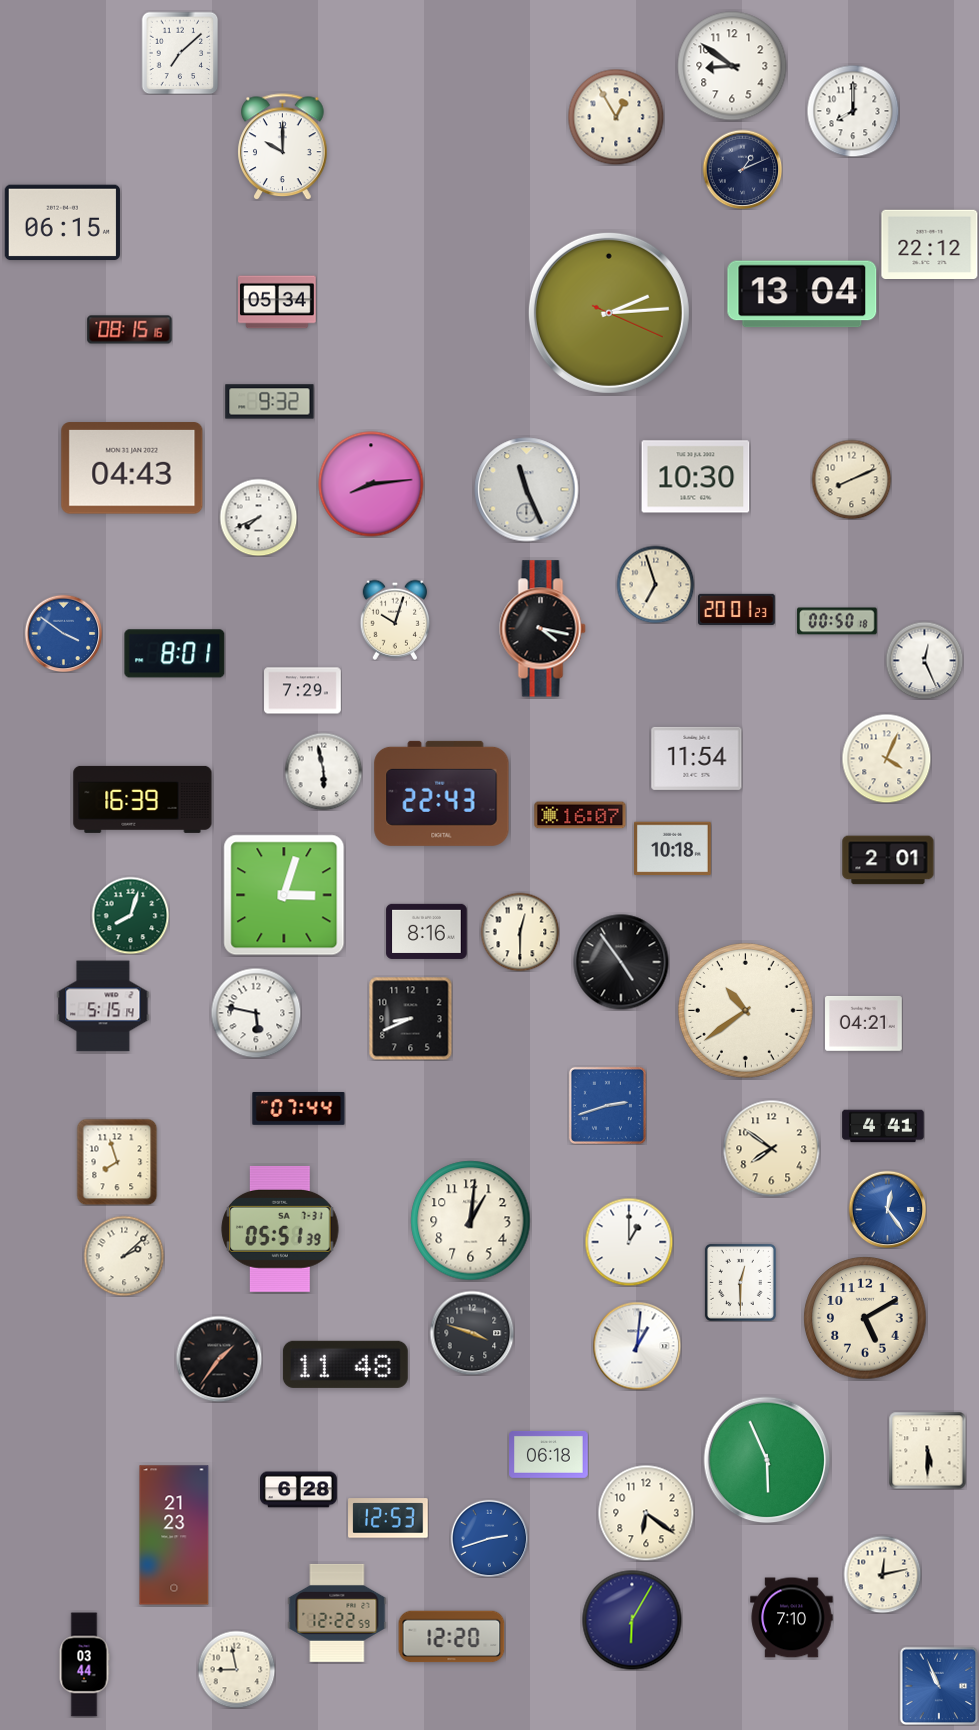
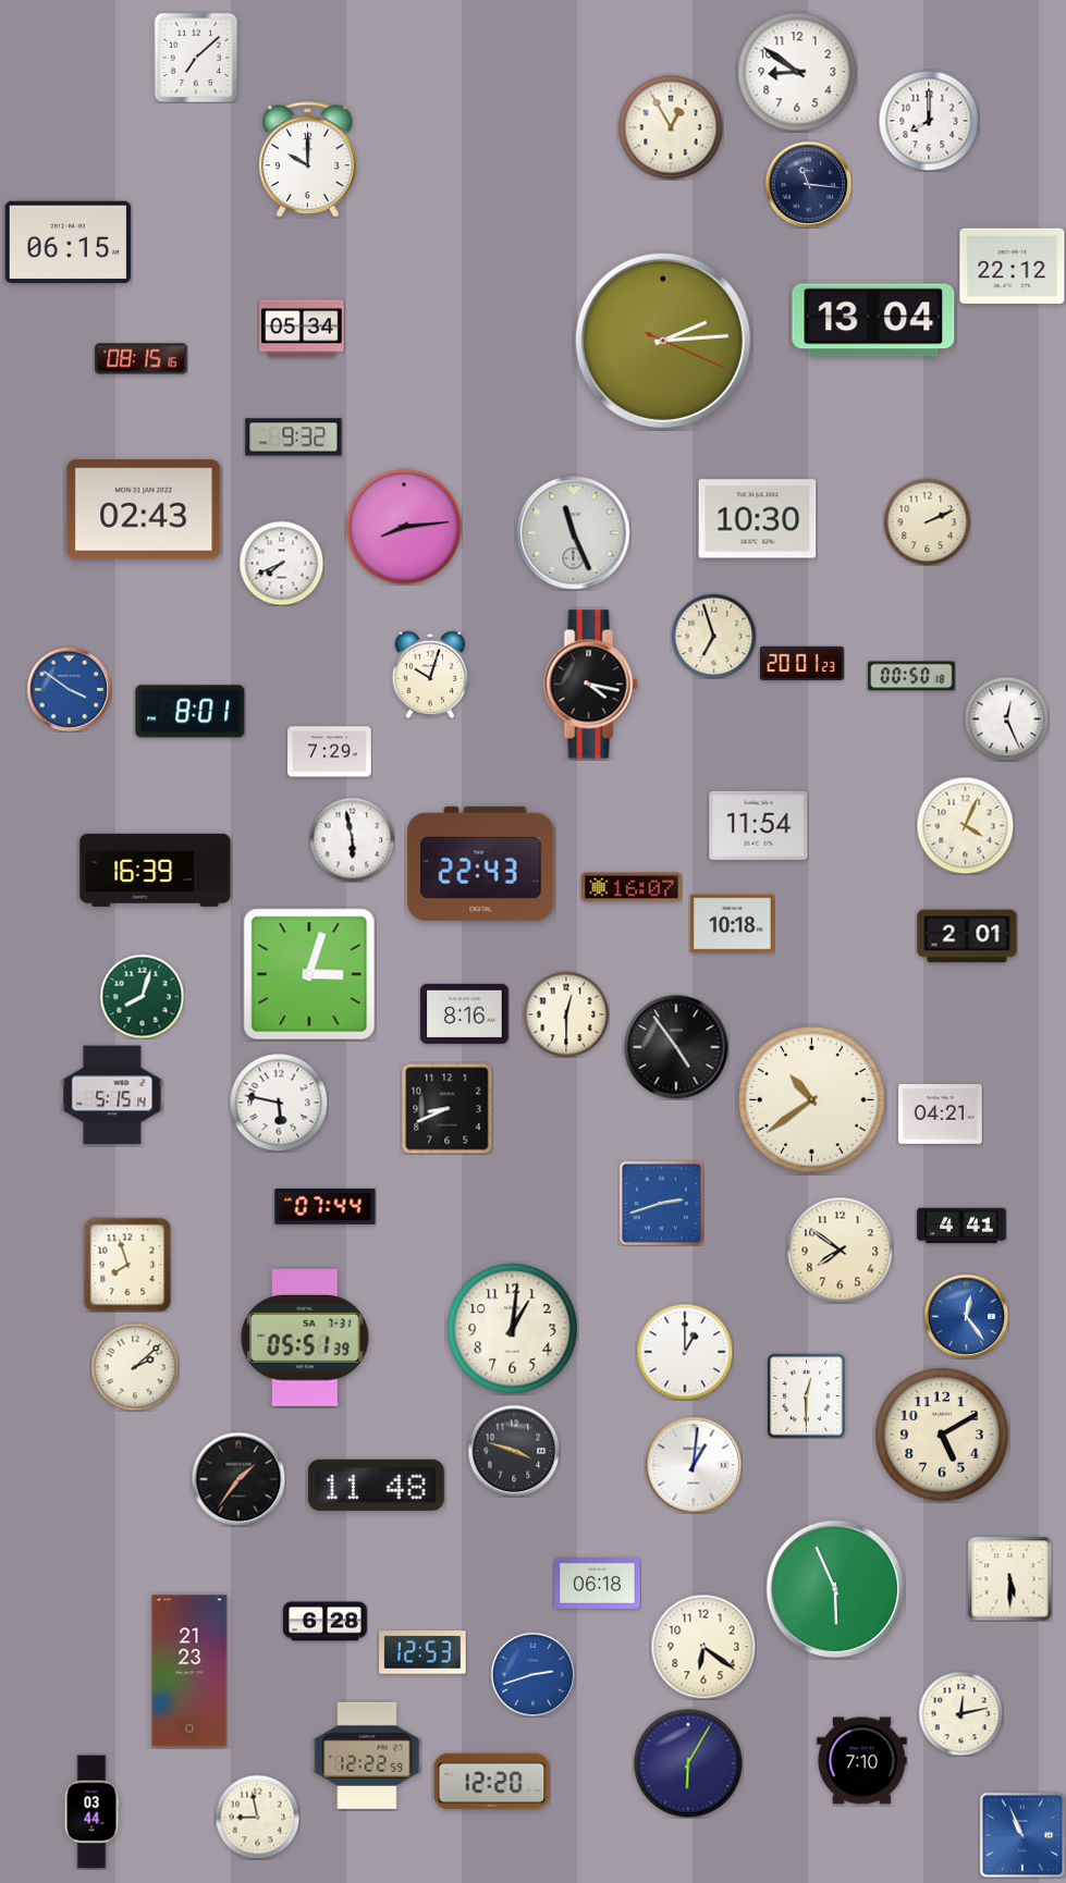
clock at (742, 169): 1:11 -> 11:16
clock at (132, 468): 04:43 -> 02:43
clock at (851, 479): 8:11 -> 2:11
